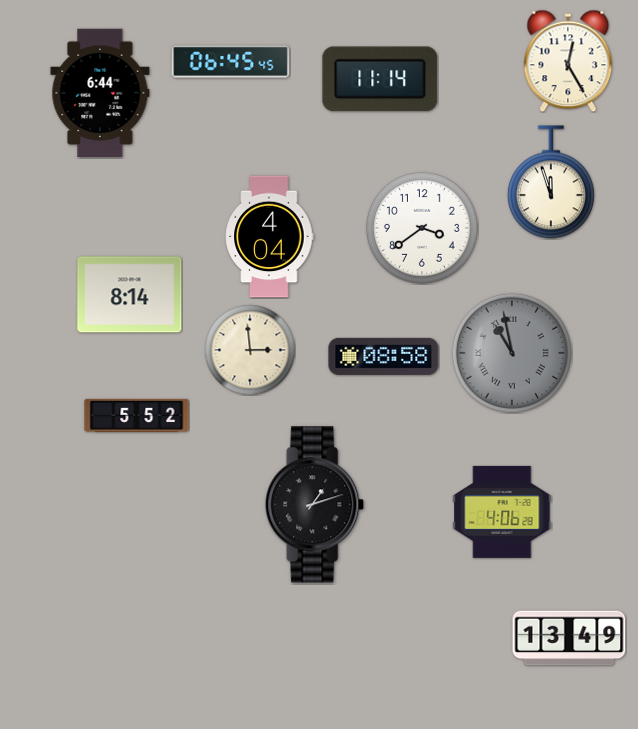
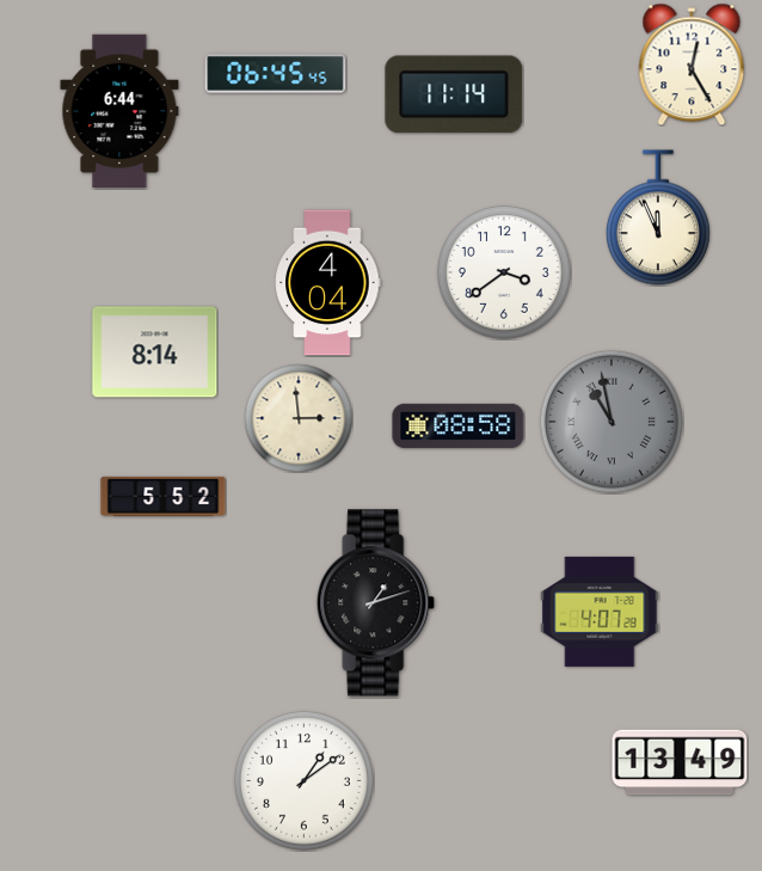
clock at (568, 61) position: (568, 61) -> (692, 65)
clock at (551, 182): 11:57 -> 11:56
clock at (270, 237) position: (270, 237) -> (328, 283)
clock at (502, 512): 4:06 -> 4:07
clock at (303, 780): none -> 1:09
